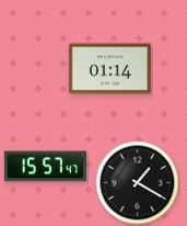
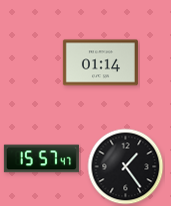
clock at (45, 167) position: (45, 167) -> (41, 159)
clock at (138, 183): 1:20 -> 1:24
